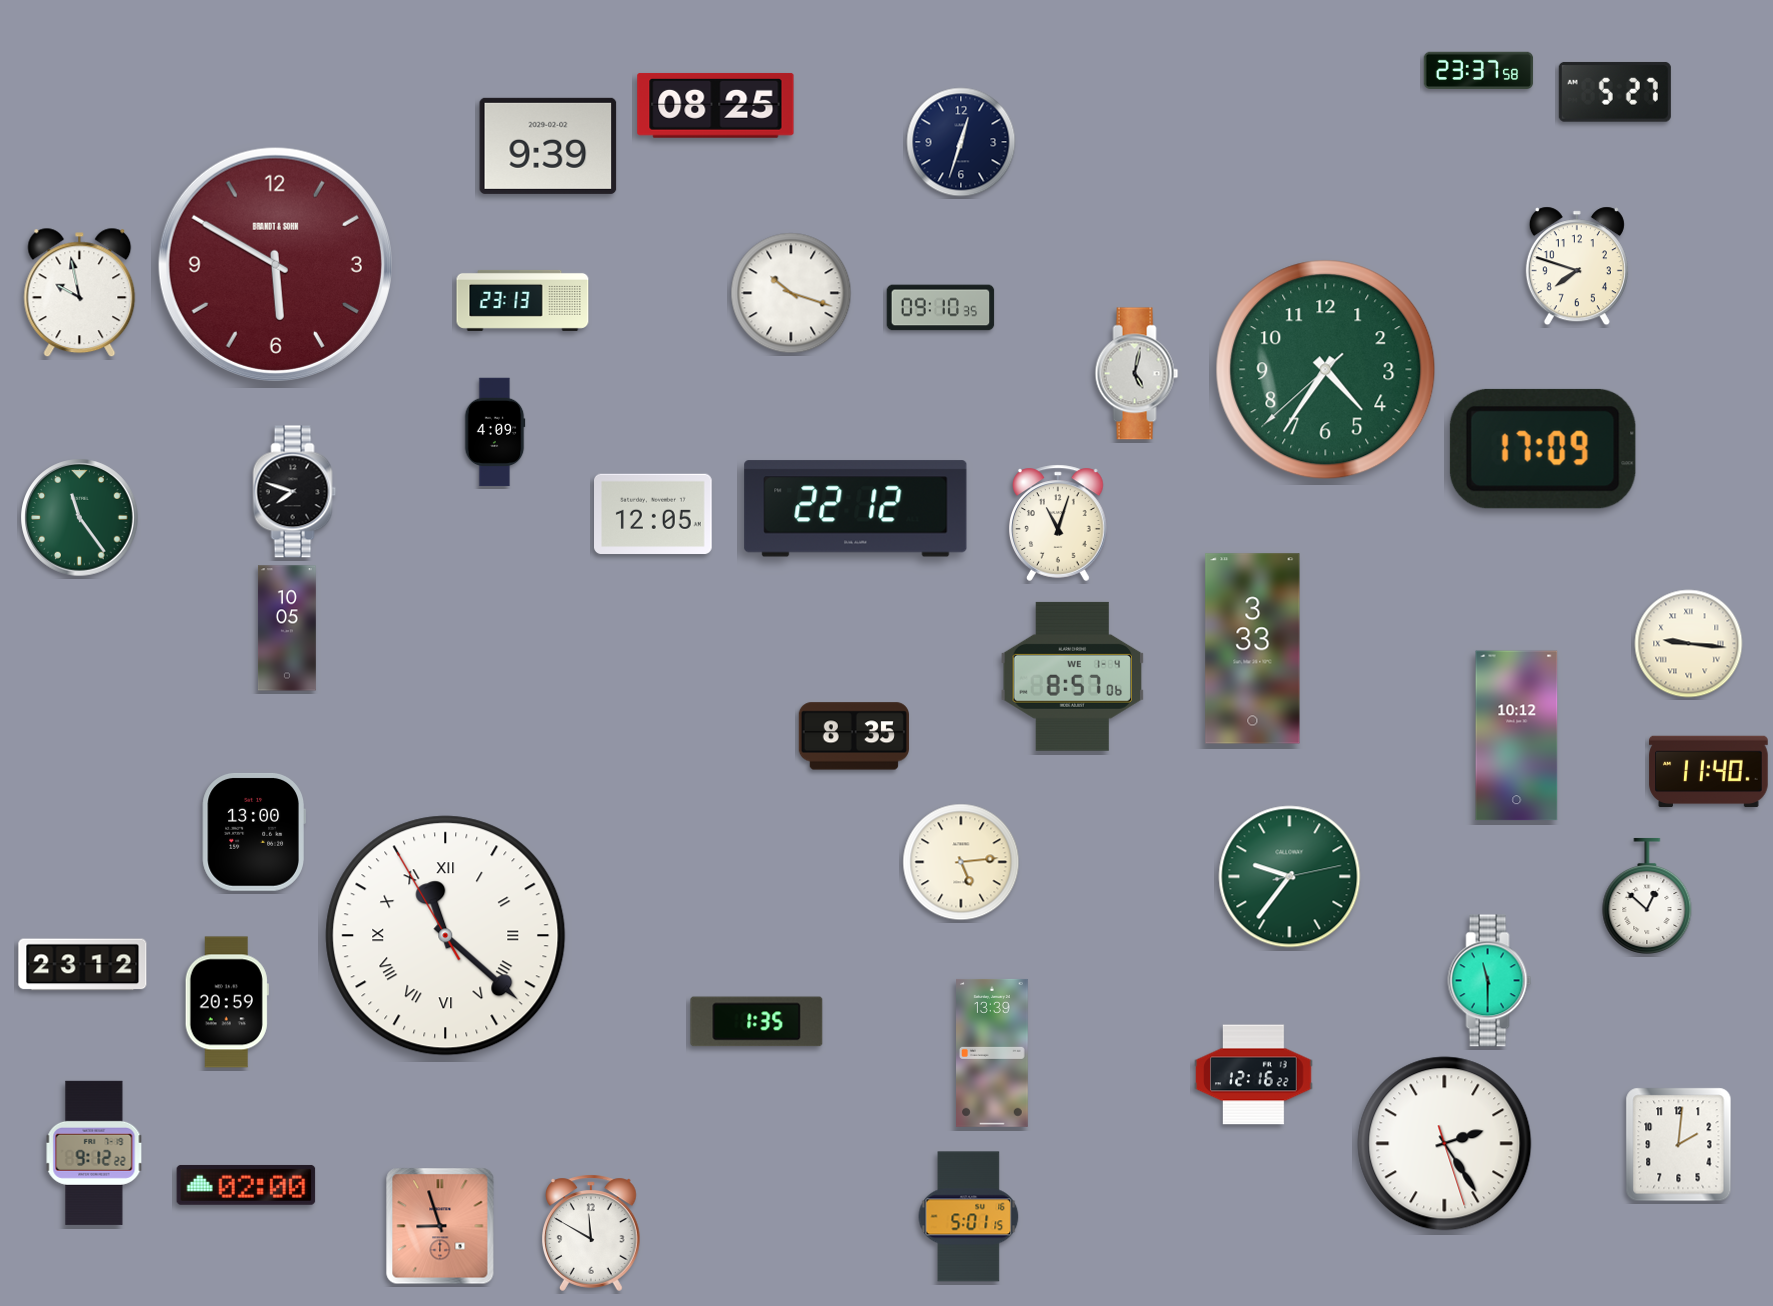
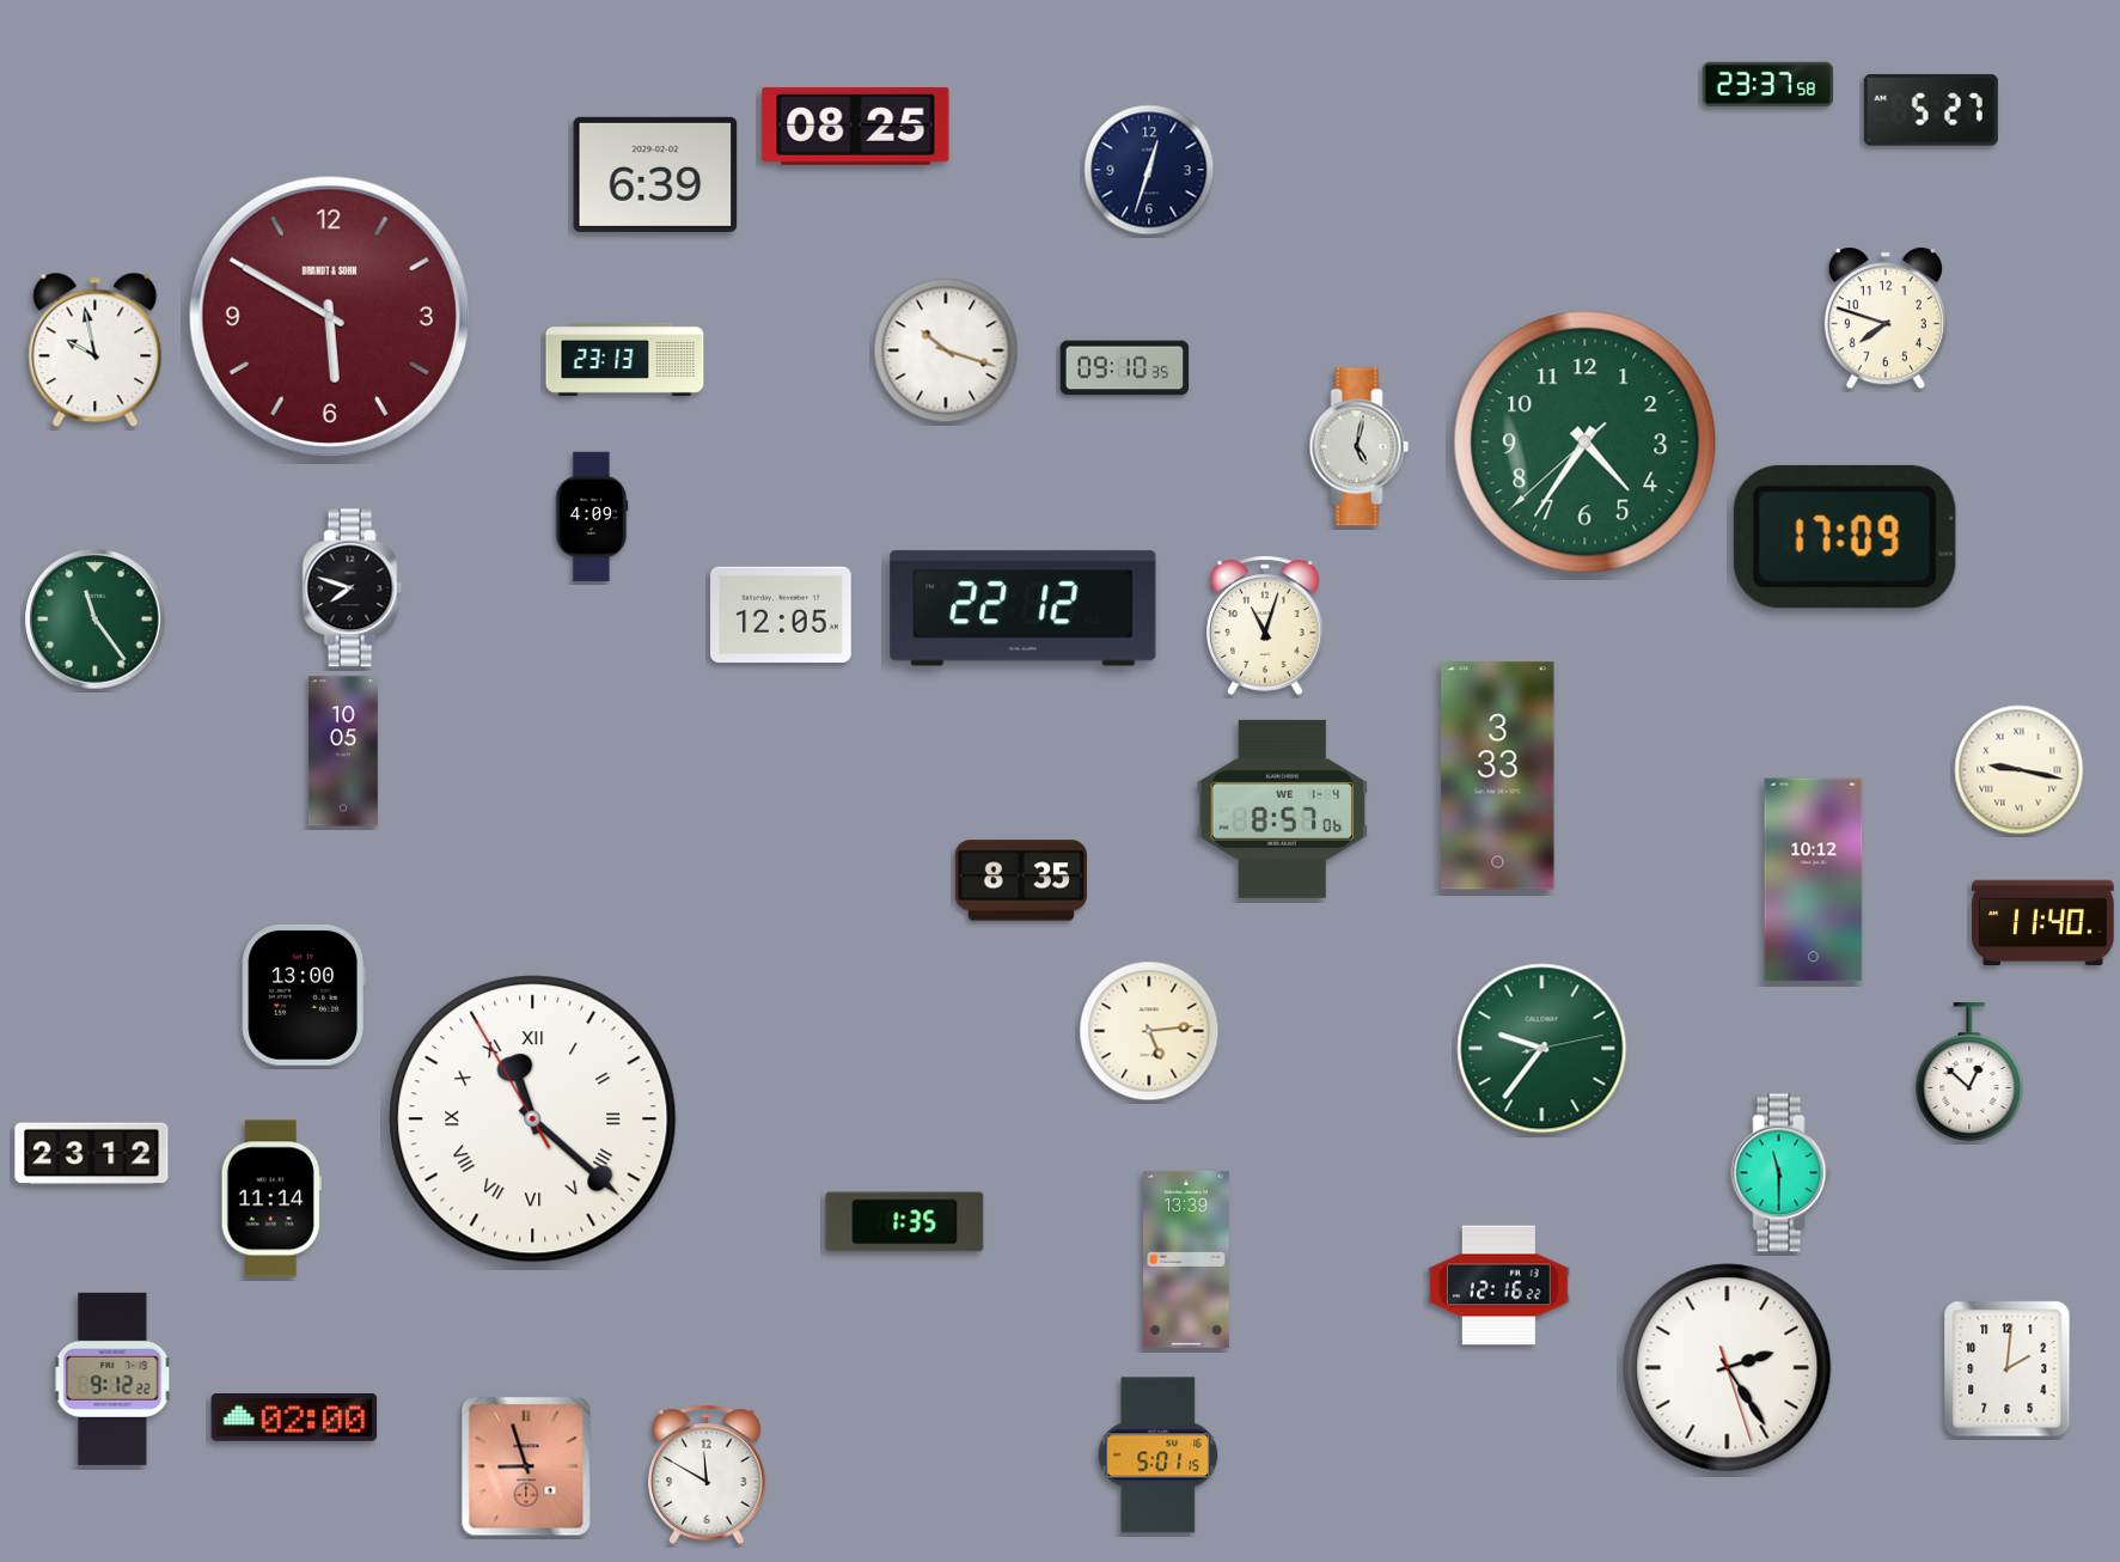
clock at (548, 146): 9:39 -> 6:39
clock at (1689, 644): 9:16 -> 9:17
clock at (83, 965) position: (83, 965) -> (92, 1154)
clock at (227, 1002): 20:59 -> 11:14
